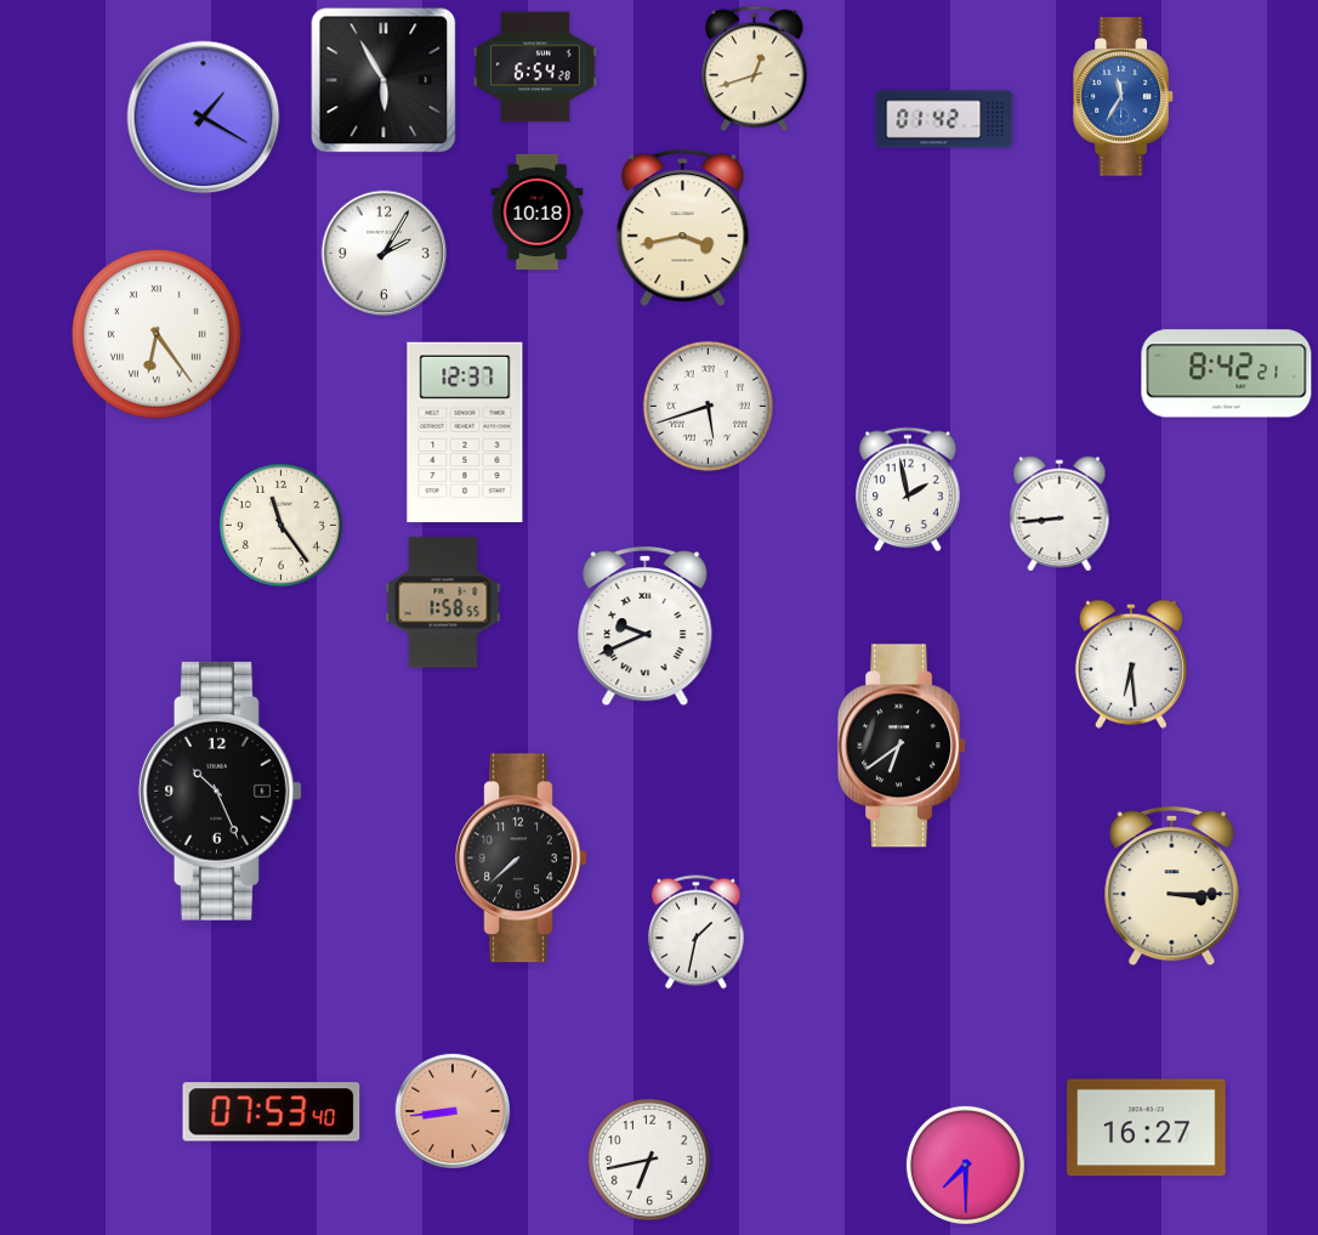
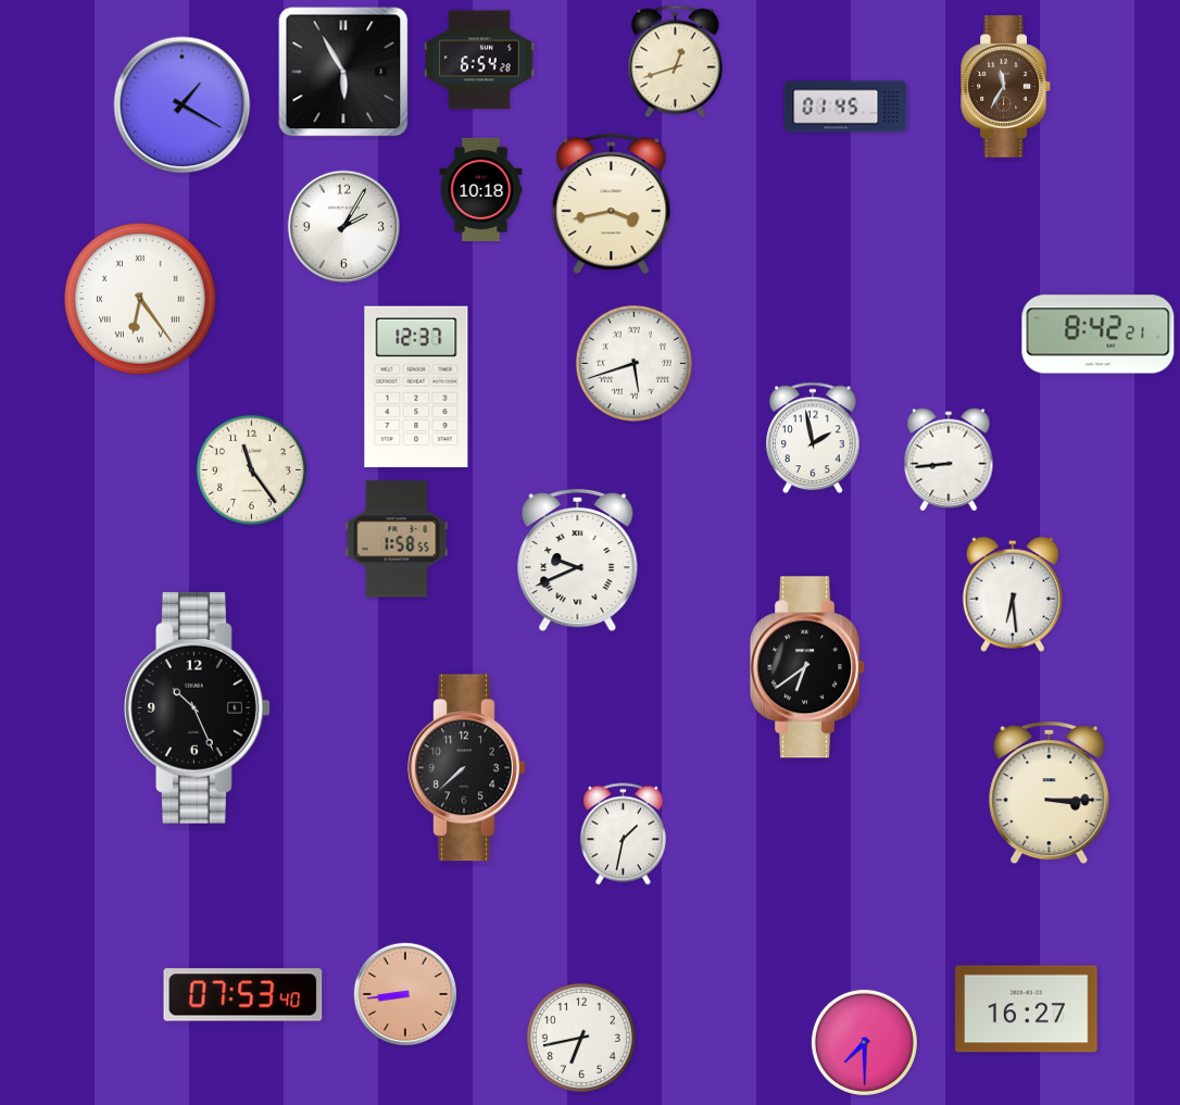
clock at (1124, 97) dial: blue -> brown
clock at (944, 119): 01:42 -> 01:45
